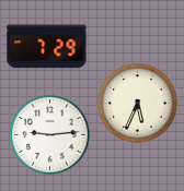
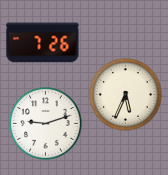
clock at (47, 47): 7:29 -> 7:26
clock at (50, 135): 9:14 -> 9:12
